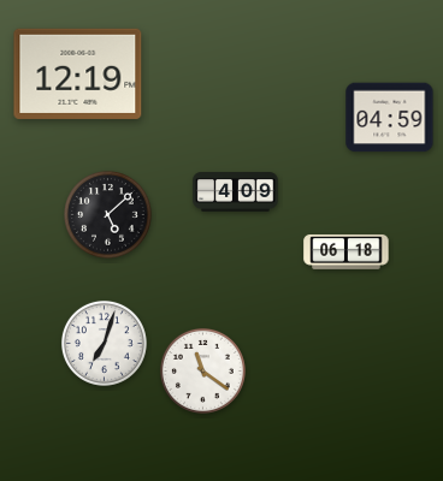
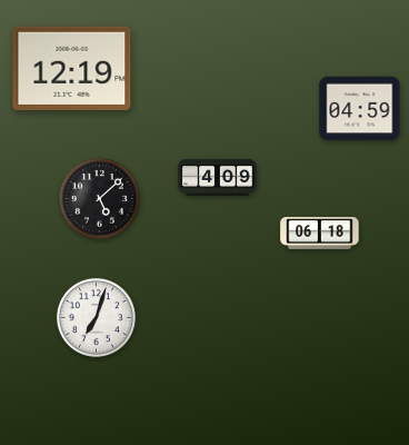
clock at (202, 370): 11:21 -> none
